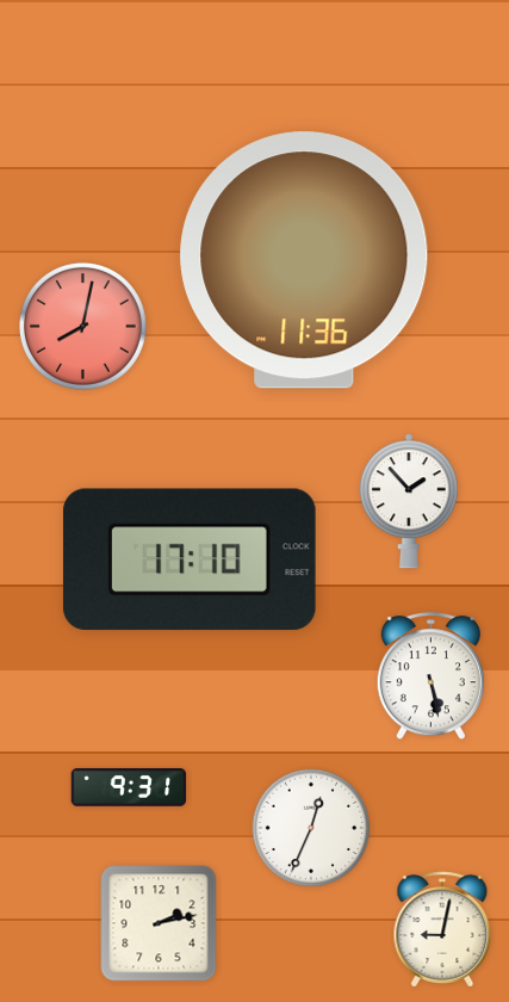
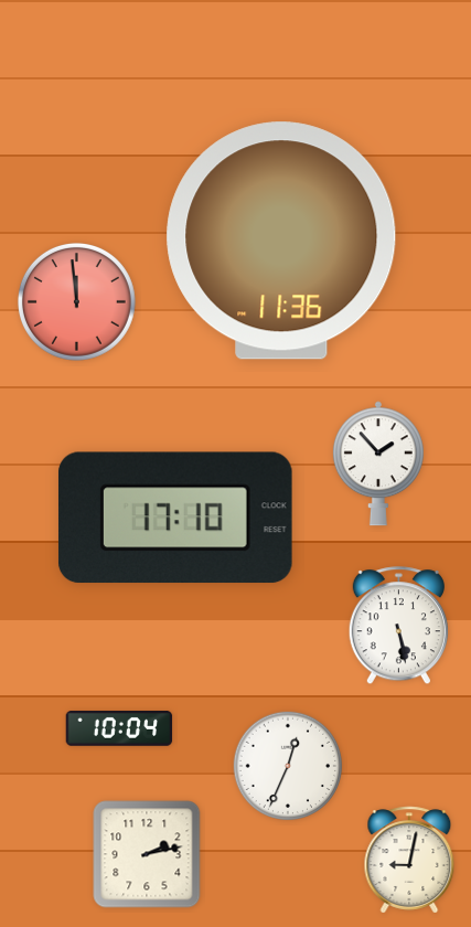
clock at (82, 326): 8:02 -> 11:59
clock at (129, 788): 9:31 -> 10:04
